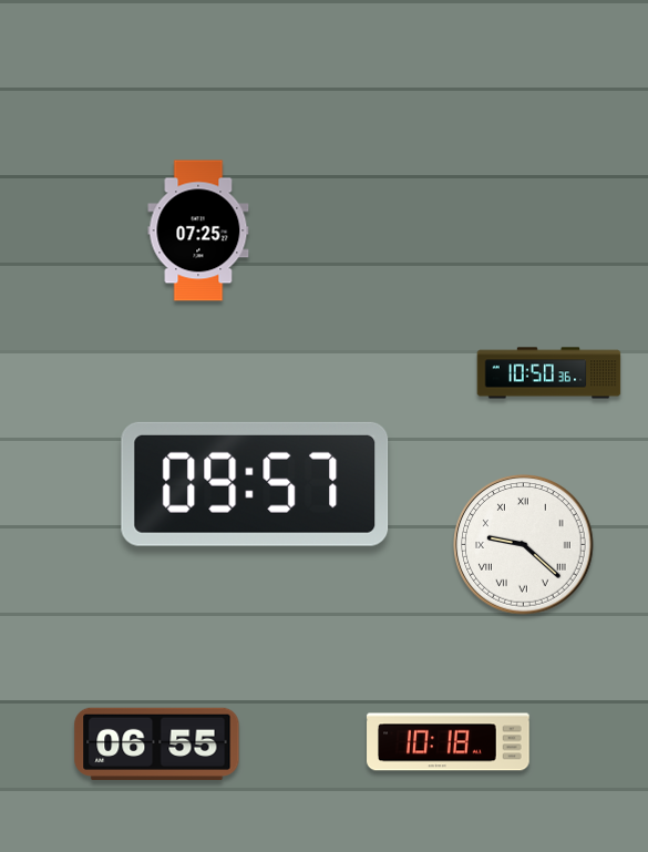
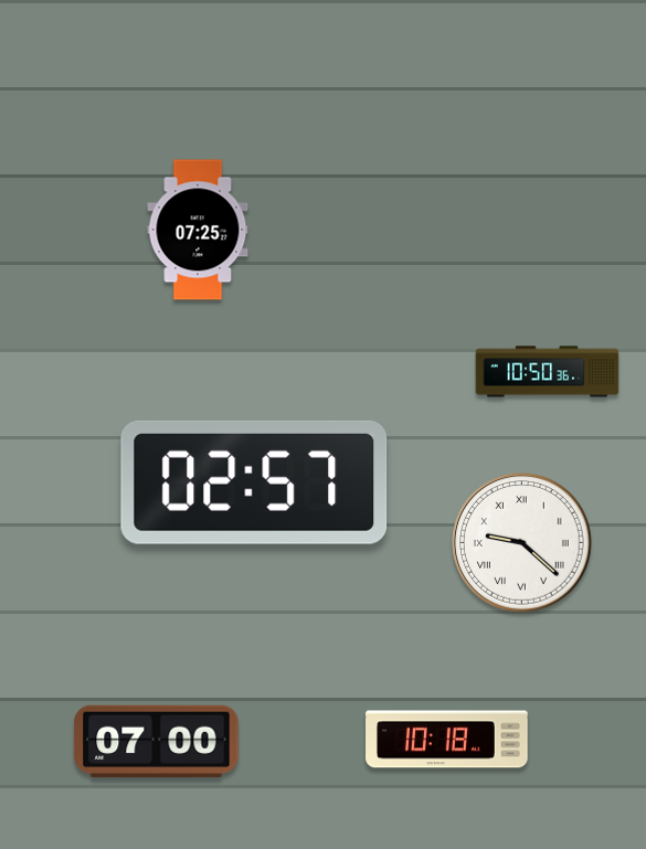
clock at (255, 484): 09:57 -> 02:57
clock at (157, 745): 06:55 -> 07:00
